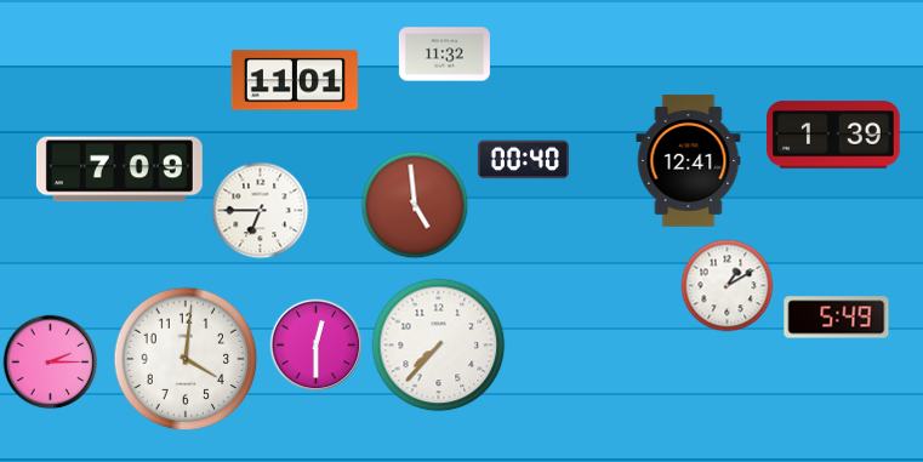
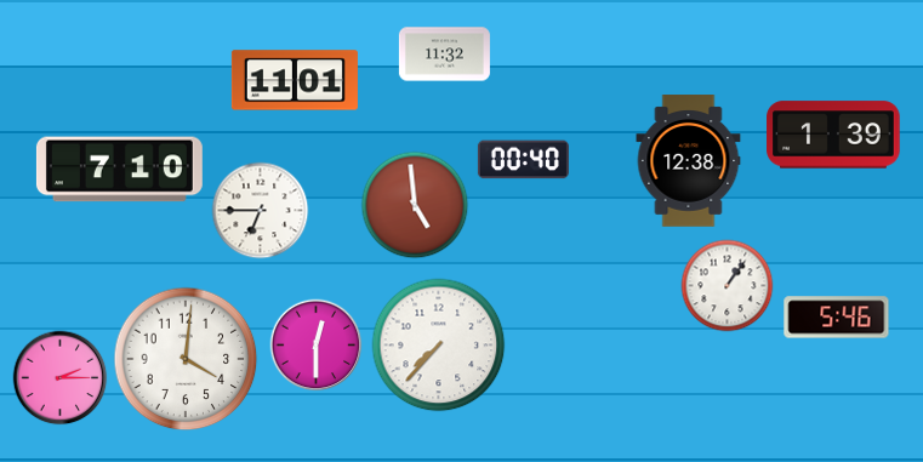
clock at (689, 161): 12:41 -> 12:38
clock at (119, 170): 7:09 -> 7:10
clock at (728, 286): 1:10 -> 1:06
clock at (837, 318): 5:49 -> 5:46
clock at (51, 363) position: (51, 363) -> (61, 378)
